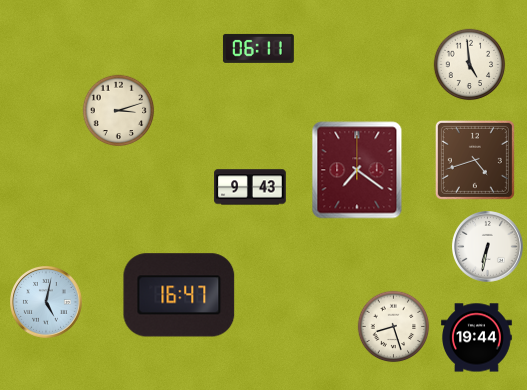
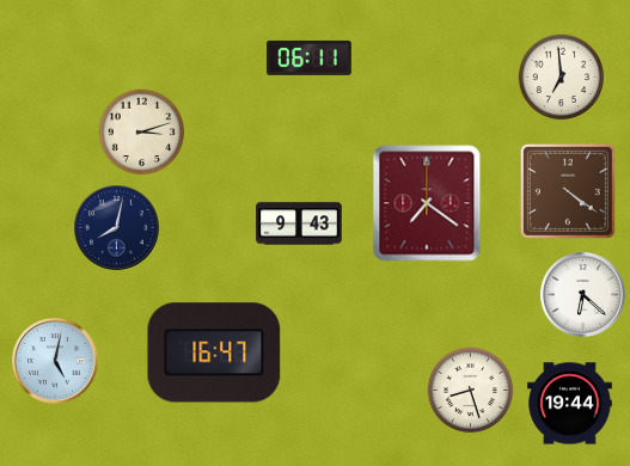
clock at (470, 65): 4:59 -> 6:59
clock at (475, 160): 4:42 -> 4:21
clock at (117, 228): none -> 8:02
clock at (488, 247): 6:32 -> 6:22
